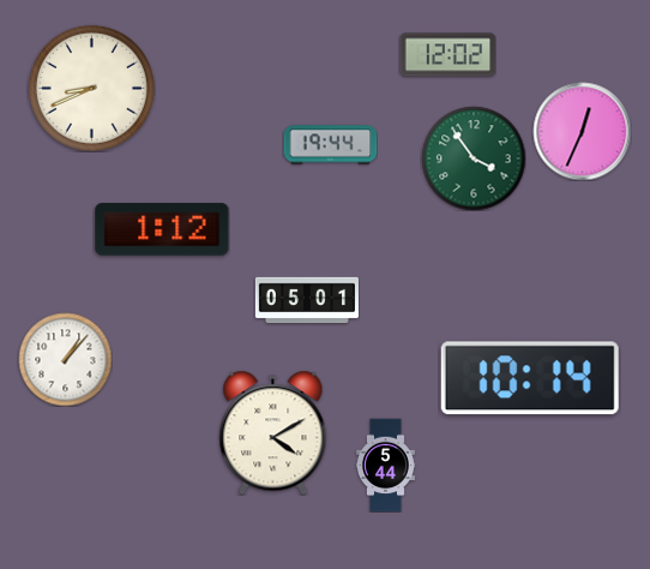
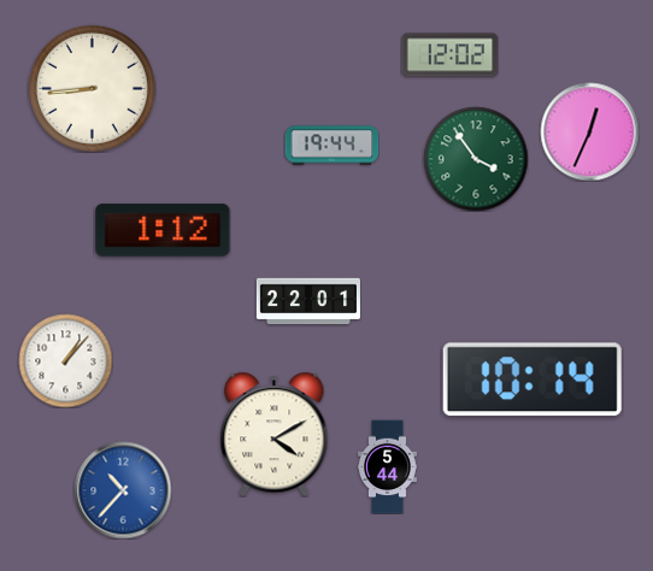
clock at (91, 88): 8:41 -> 8:44
clock at (582, 131) position: (582, 131) -> (589, 131)
clock at (307, 300): 05:01 -> 22:01
clock at (123, 490): none -> 10:37
